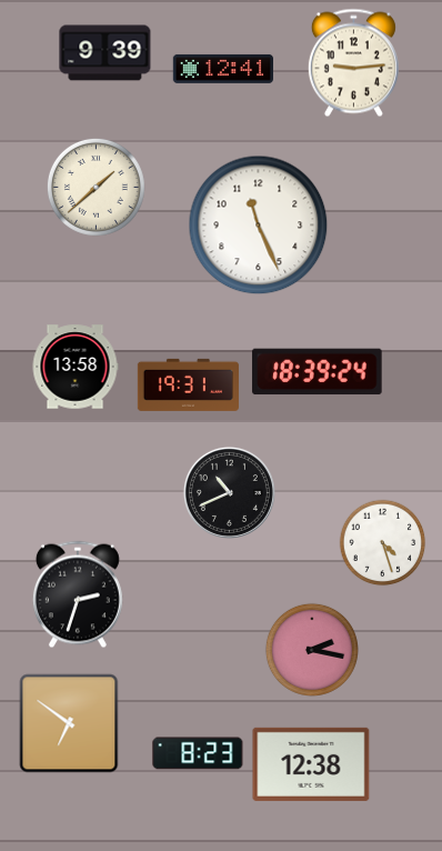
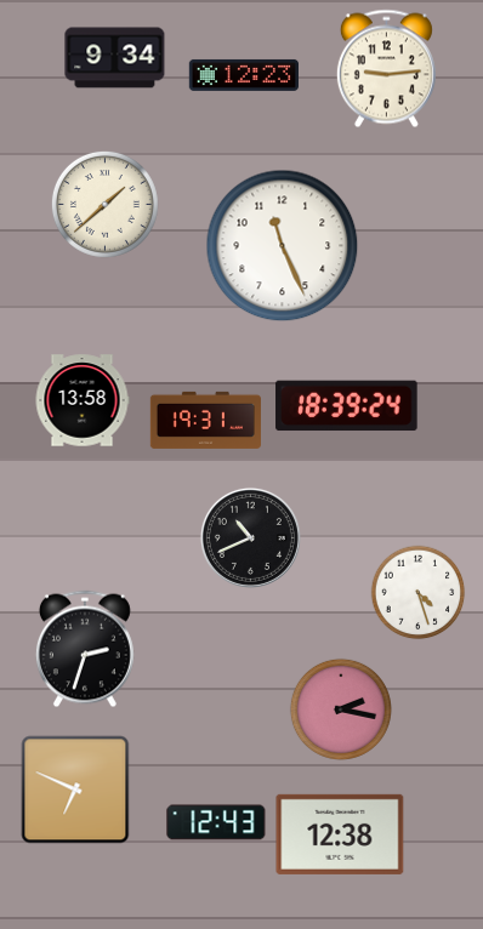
clock at (106, 53): 9:39 -> 9:34
clock at (222, 69): 12:41 -> 12:23
clock at (69, 723): 6:51 -> 6:49
clock at (198, 753): 8:23 -> 12:43
